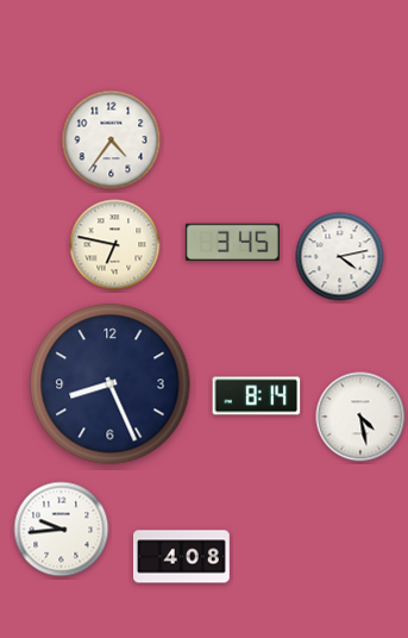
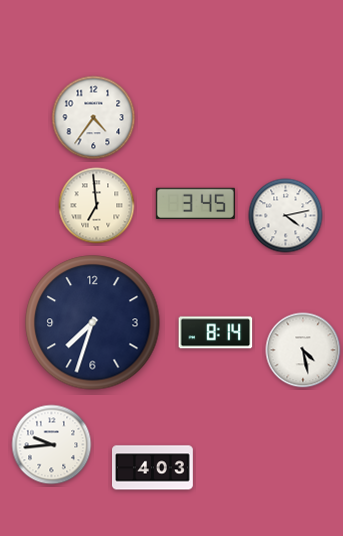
clock at (115, 245): 6:47 -> 6:59
clock at (111, 384): 8:26 -> 7:33
clock at (182, 557): 4:08 -> 4:03
